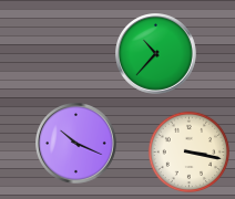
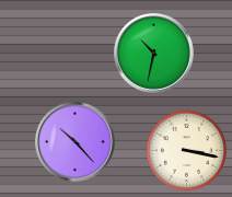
clock at (156, 54): 10:37 -> 10:32
clock at (76, 144): 10:19 -> 10:23
